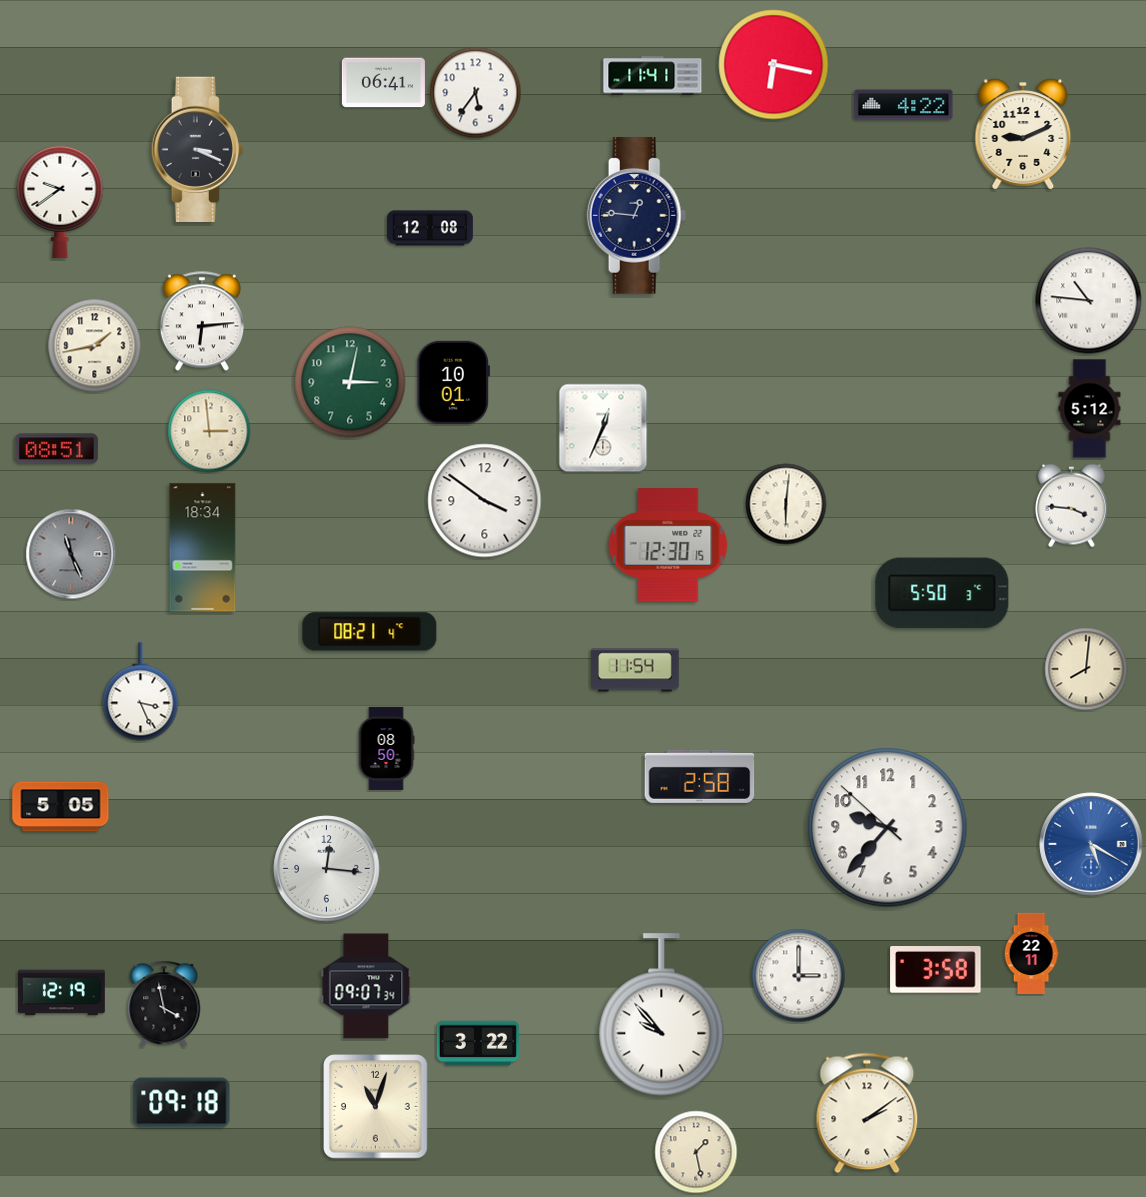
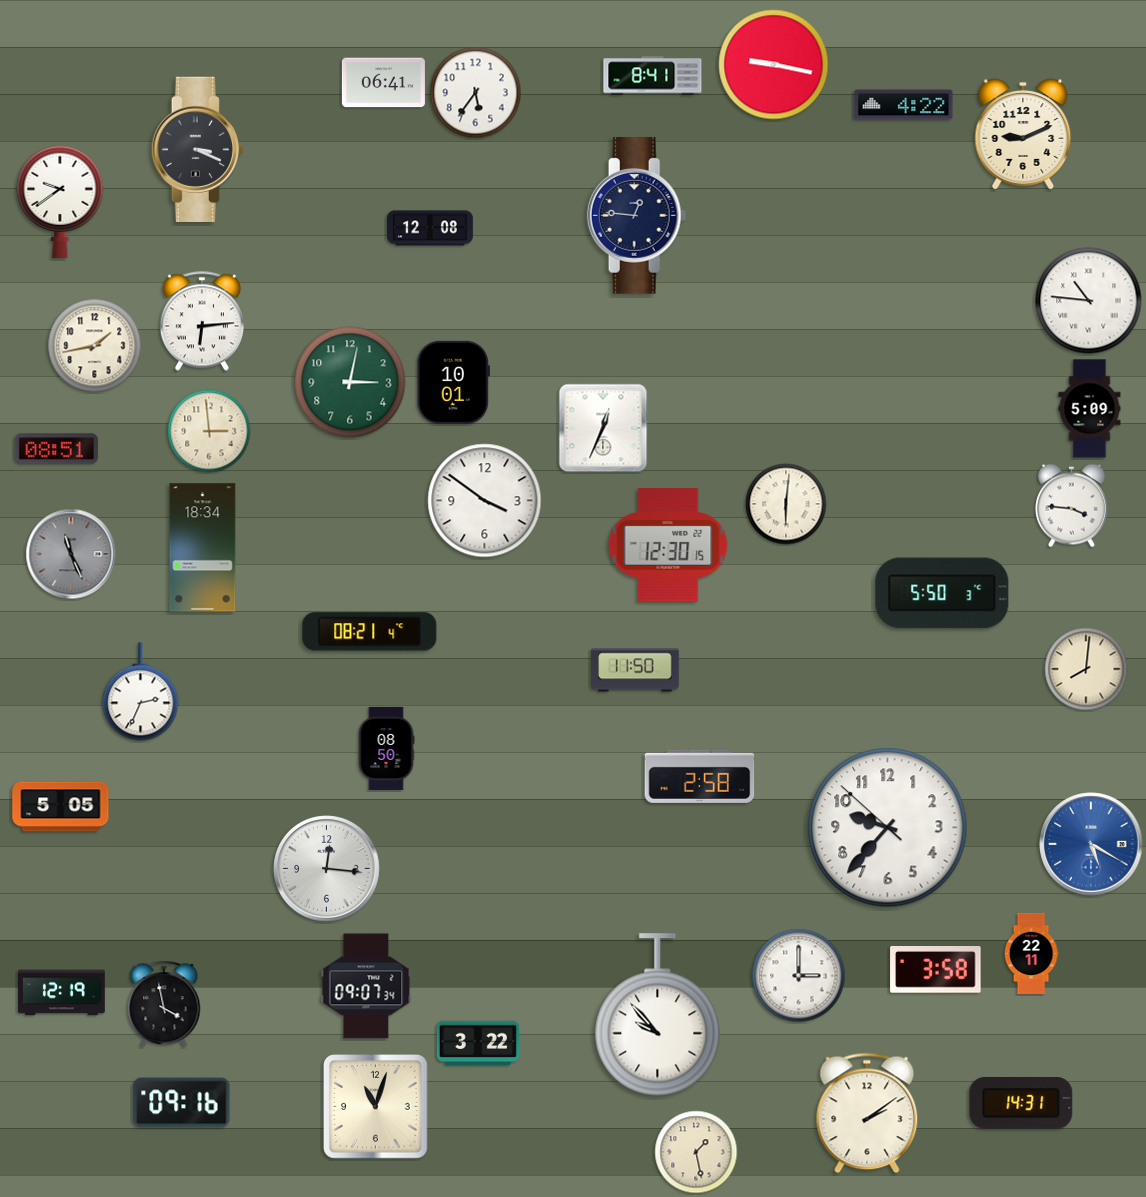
clock at (774, 65): 6:17 -> 9:17
clock at (653, 76): 11:41 -> 8:41
clock at (1090, 409): 5:12 -> 5:09
clock at (635, 670): 11:54 -> 11:50
clock at (141, 692): 3:26 -> 2:34
clock at (662, 1015) position: (662, 1015) -> (658, 1015)
clock at (182, 1103): 09:18 -> 09:16
clock at (1021, 1103): none -> 14:31
